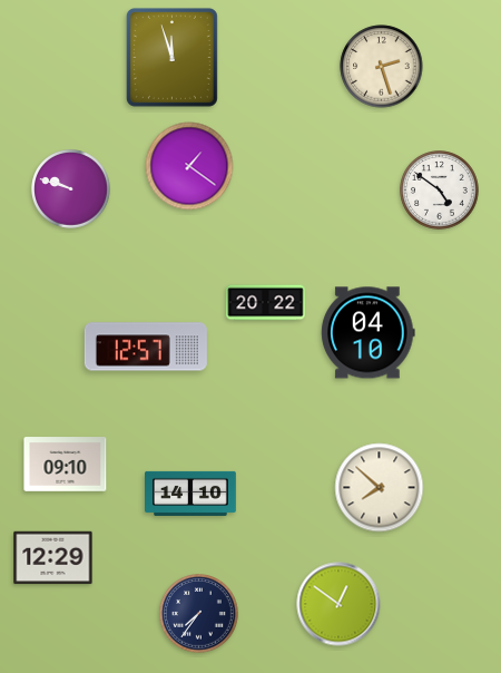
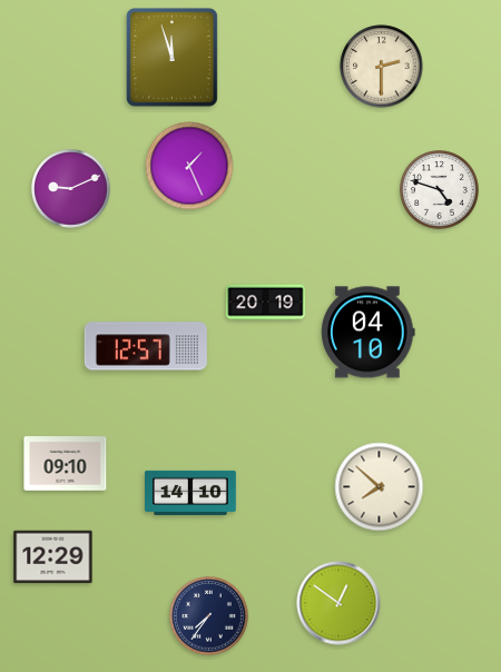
clock at (382, 67): 2:27 -> 2:30
clock at (189, 166): 1:21 -> 1:26
clock at (71, 189): 9:48 -> 9:11
clock at (440, 191): 4:51 -> 4:48
clock at (266, 303): 20:22 -> 20:19
clock at (199, 614) position: (199, 614) -> (209, 616)
